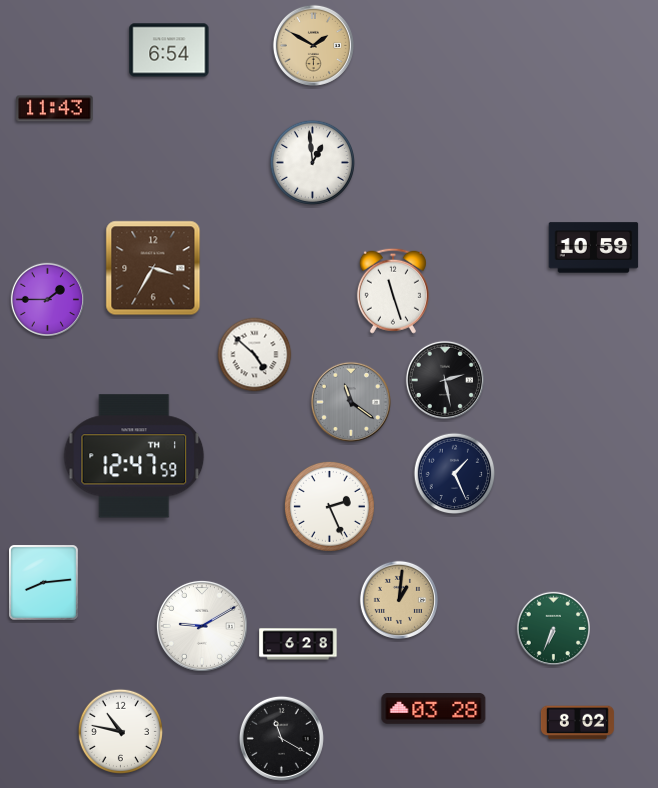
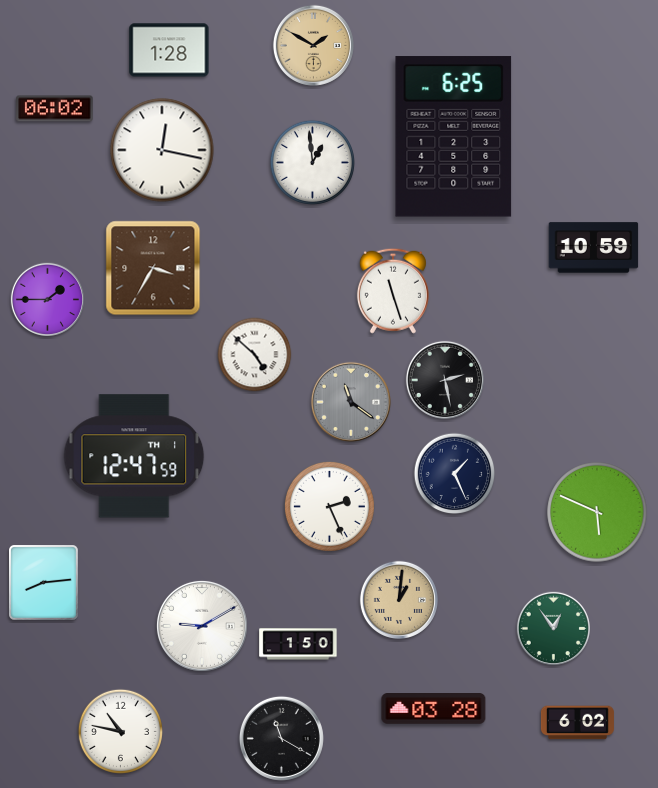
clock at (169, 50): 6:54 -> 1:28
clock at (55, 109): 11:43 -> 06:02
clock at (454, 137): none -> 6:25
clock at (162, 150): none -> 12:17
clock at (597, 512): none -> 5:49
clock at (553, 628): 6:34 -> 12:54
clock at (298, 644): 6:28 -> 1:50
clock at (577, 723): 8:02 -> 6:02
